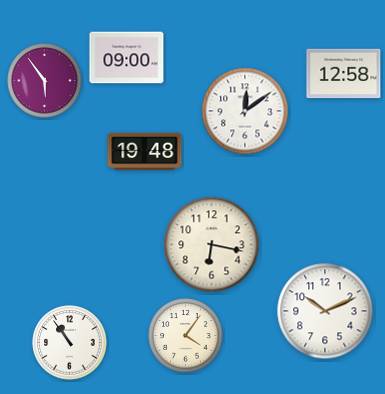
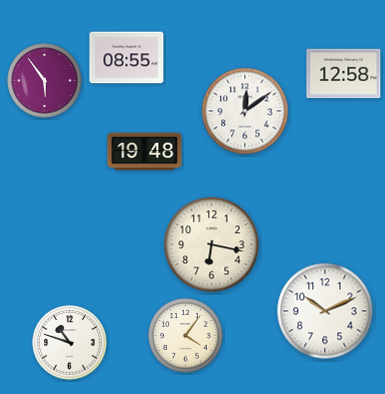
clock at (127, 58): 09:00 -> 08:55
clock at (70, 343): 10:54 -> 10:48
